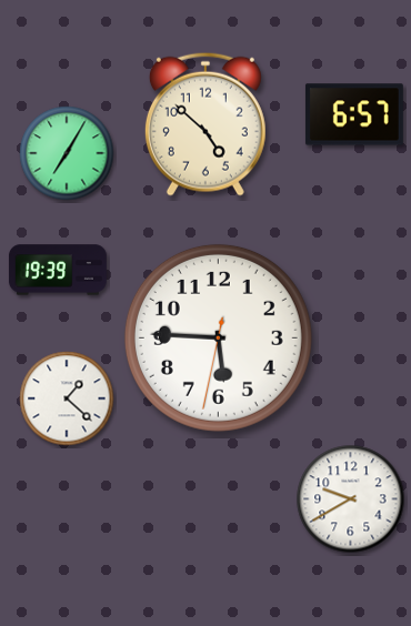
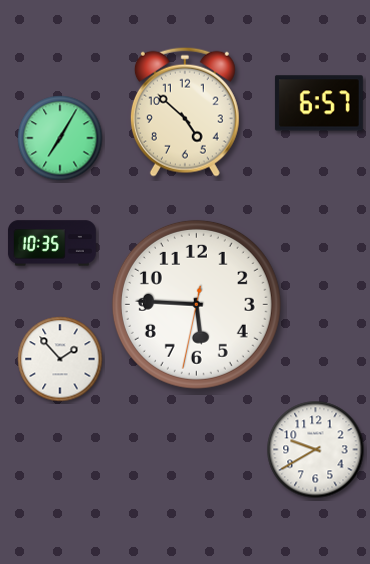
clock at (58, 270): 19:39 -> 10:35
clock at (67, 398): 1:22 -> 1:53
